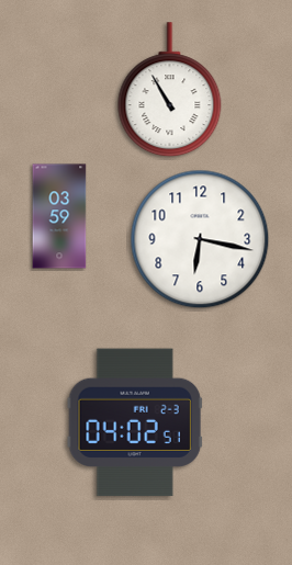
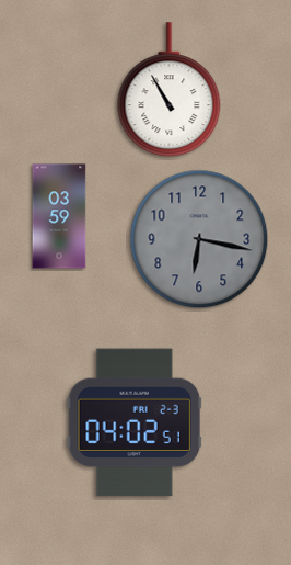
clock at (200, 239) dial: white -> grey
